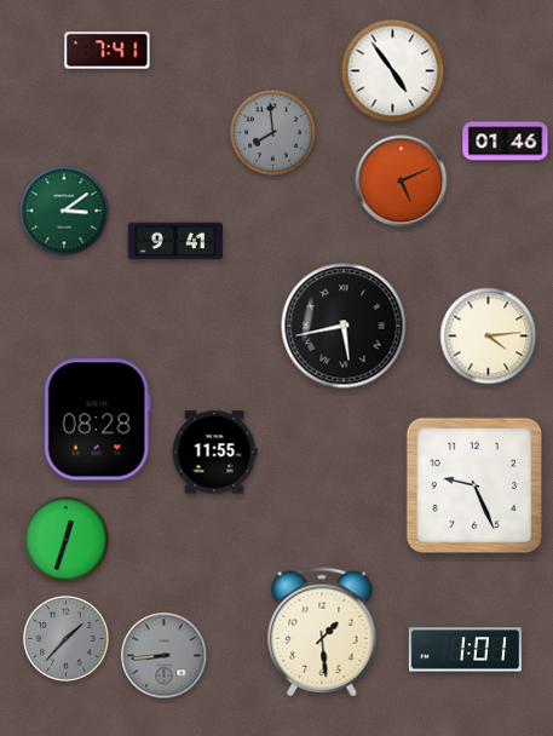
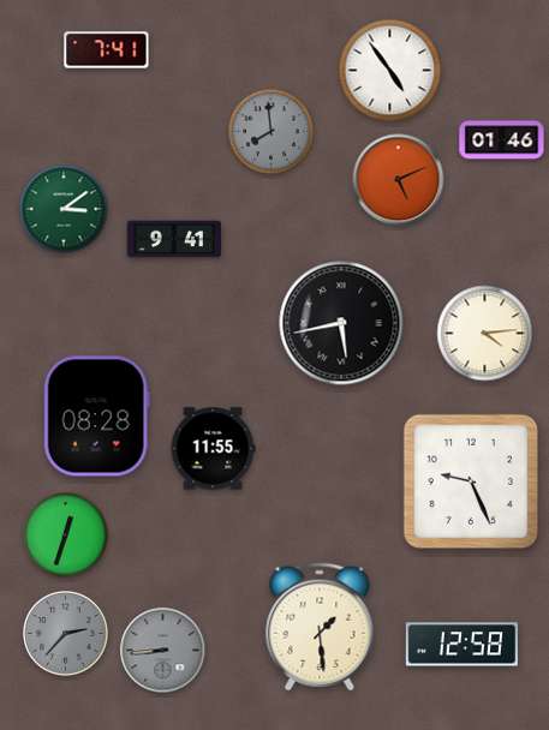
clock at (67, 639): 1:37 -> 2:37
clock at (465, 650): 1:01 -> 12:58
